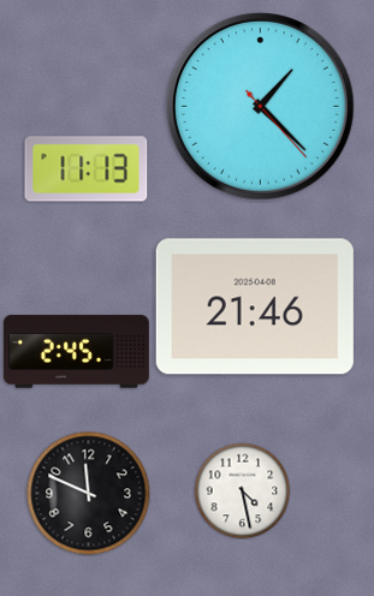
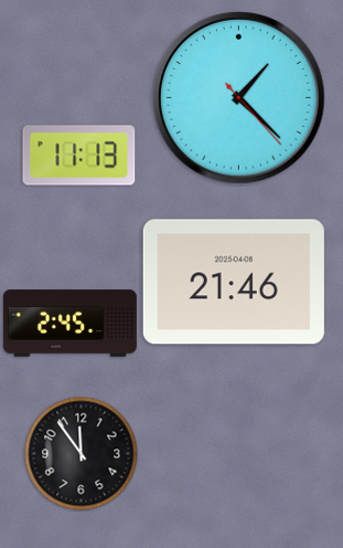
clock at (242, 490): 4:28 -> none
clock at (89, 494): 11:49 -> 11:54
